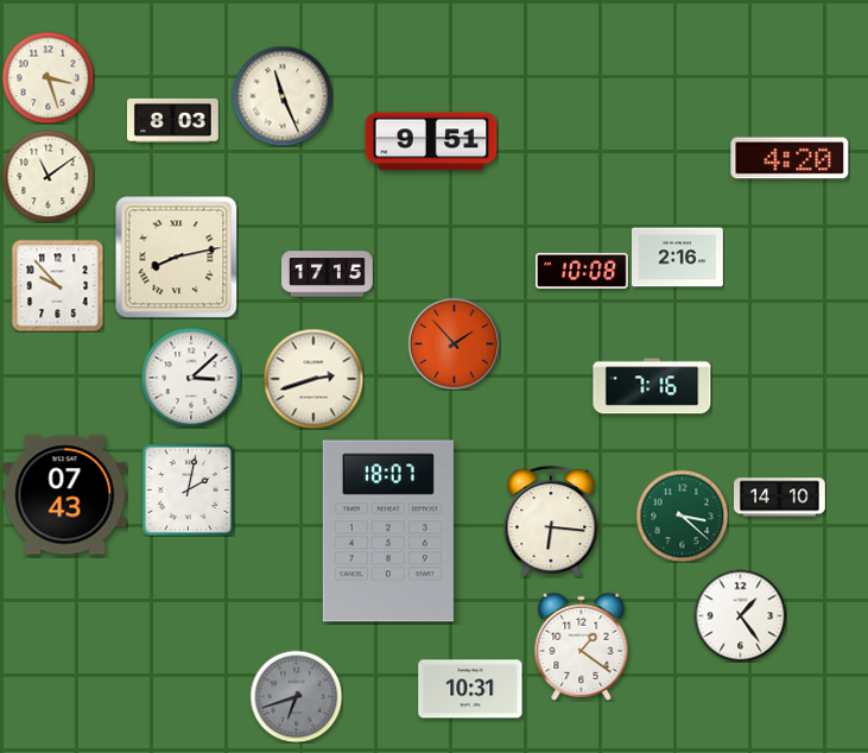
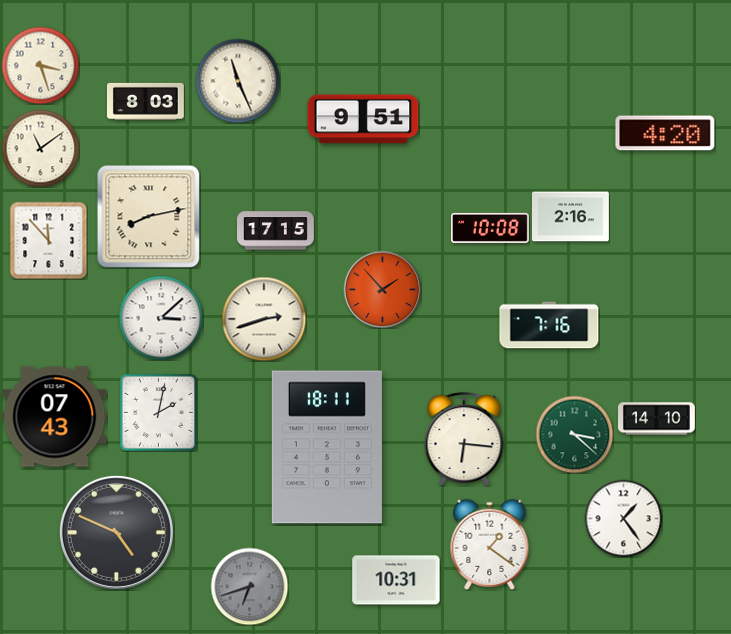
clock at (57, 285): 9:53 -> 11:53
clock at (388, 531): 18:07 -> 18:11
clock at (116, 532): none -> 4:49
